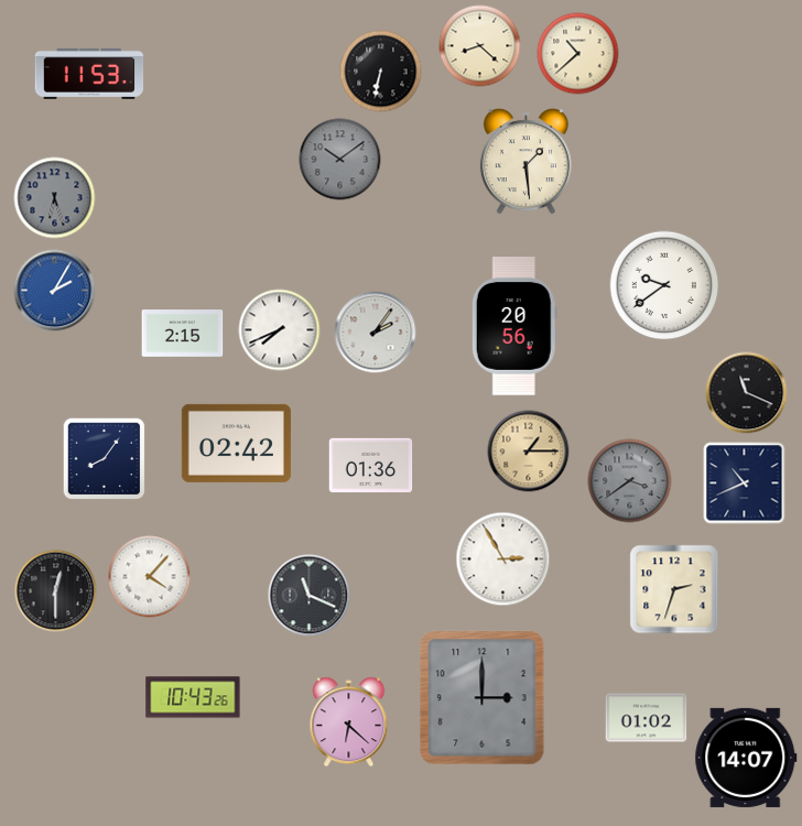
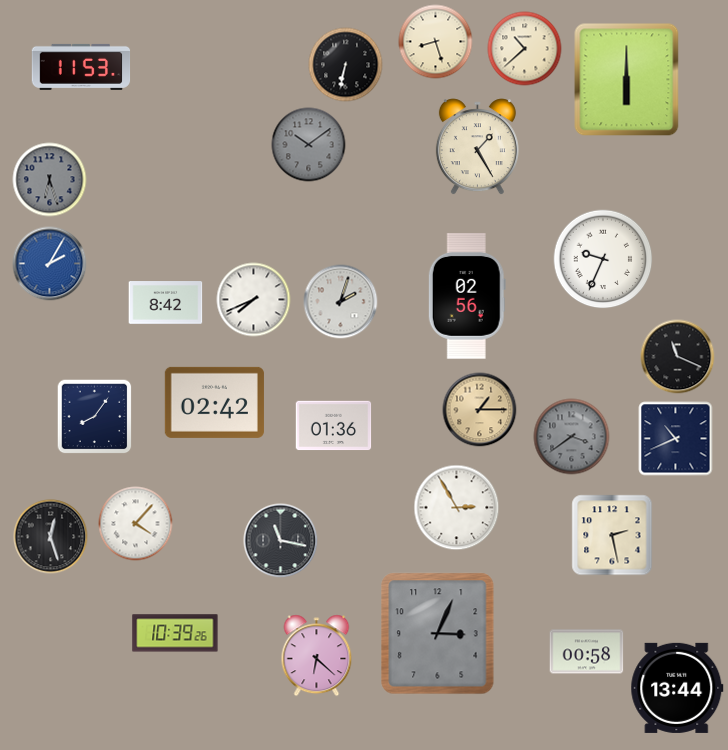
clock at (480, 46): 8:22 -> 8:27
clock at (627, 80): none -> 6:00
clock at (525, 162): 1:29 -> 1:25
clock at (664, 285): 9:39 -> 9:34
clock at (514, 327): 20:56 -> 02:56
clock at (376, 333): 2:06 -> 2:03
clock at (183, 334): 2:15 -> 8:42
clock at (371, 466) position: (371, 466) -> (334, 426)
clock at (674, 589): 2:33 -> 2:28
clock at (56, 591): 12:30 -> 12:27
clock at (310, 596): 11:19 -> 11:17
clock at (193, 697): 10:43 -> 10:39
clock at (483, 698): 3:00 -> 3:04
clock at (647, 718): 01:02 -> 00:58
clock at (746, 758): 14:07 -> 13:44
